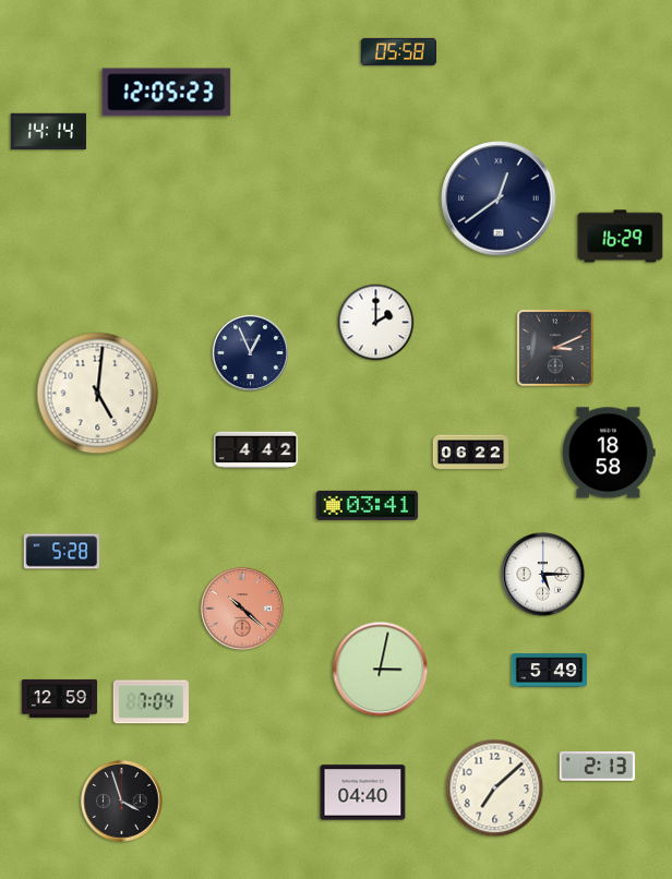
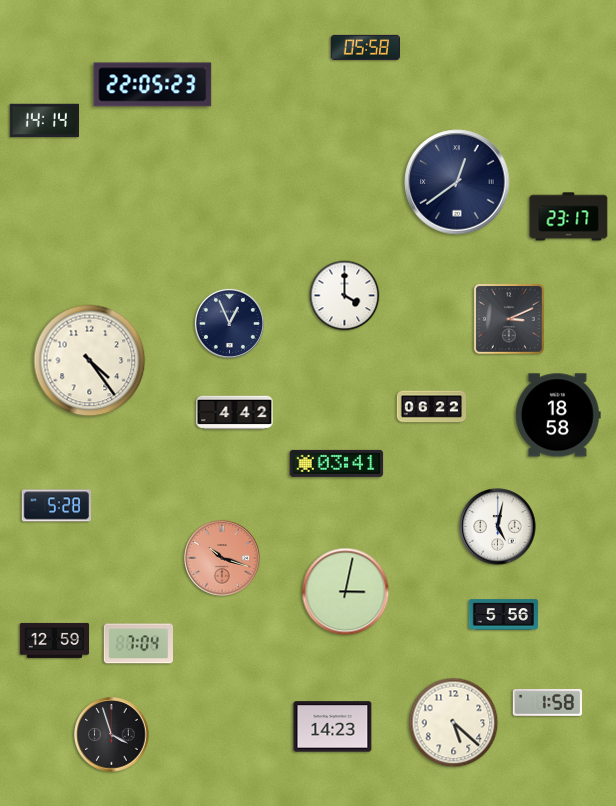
clock at (167, 93): 12:05 -> 22:05
clock at (621, 237): 16:29 -> 23:17
clock at (376, 323): 2:00 -> 4:00
clock at (98, 394): 5:01 -> 4:24
clock at (471, 453) position: (471, 453) -> (432, 407)
clock at (543, 575): 5:15 -> 5:02
clock at (242, 609): 10:22 -> 10:18
clock at (381, 670) position: (381, 670) -> (346, 592)
clock at (550, 671): 5:49 -> 5:56
clock at (598, 767): 2:13 -> 1:58
clock at (495, 788): 7:08 -> 5:22
clock at (363, 793): 04:40 -> 14:23
